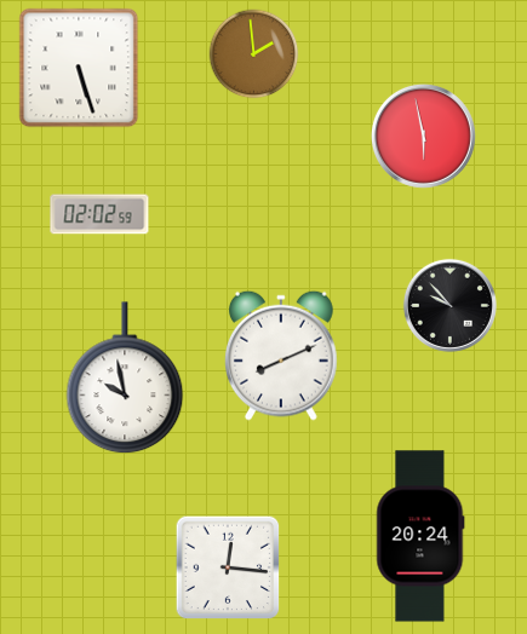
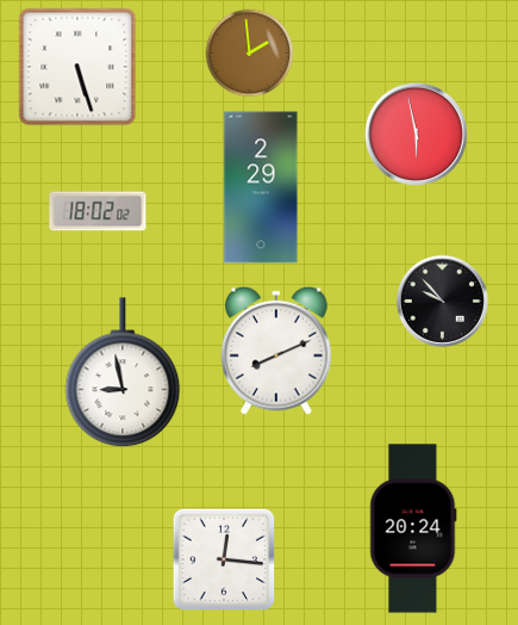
clock at (261, 187): none -> 2:29
clock at (99, 214): 02:02 -> 18:02
clock at (125, 379): 9:58 -> 8:58
